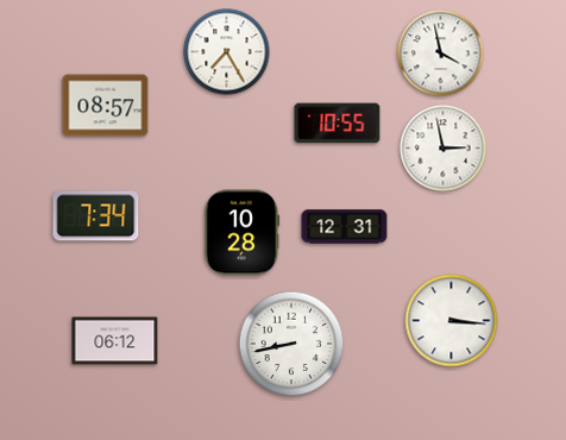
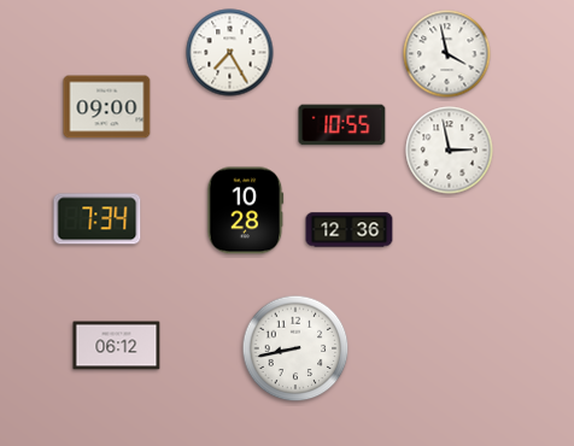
clock at (106, 106): 08:57 -> 09:00
clock at (345, 227): 12:31 -> 12:36
clock at (243, 233) position: (243, 233) -> (246, 211)
clock at (452, 321): 3:16 -> none
